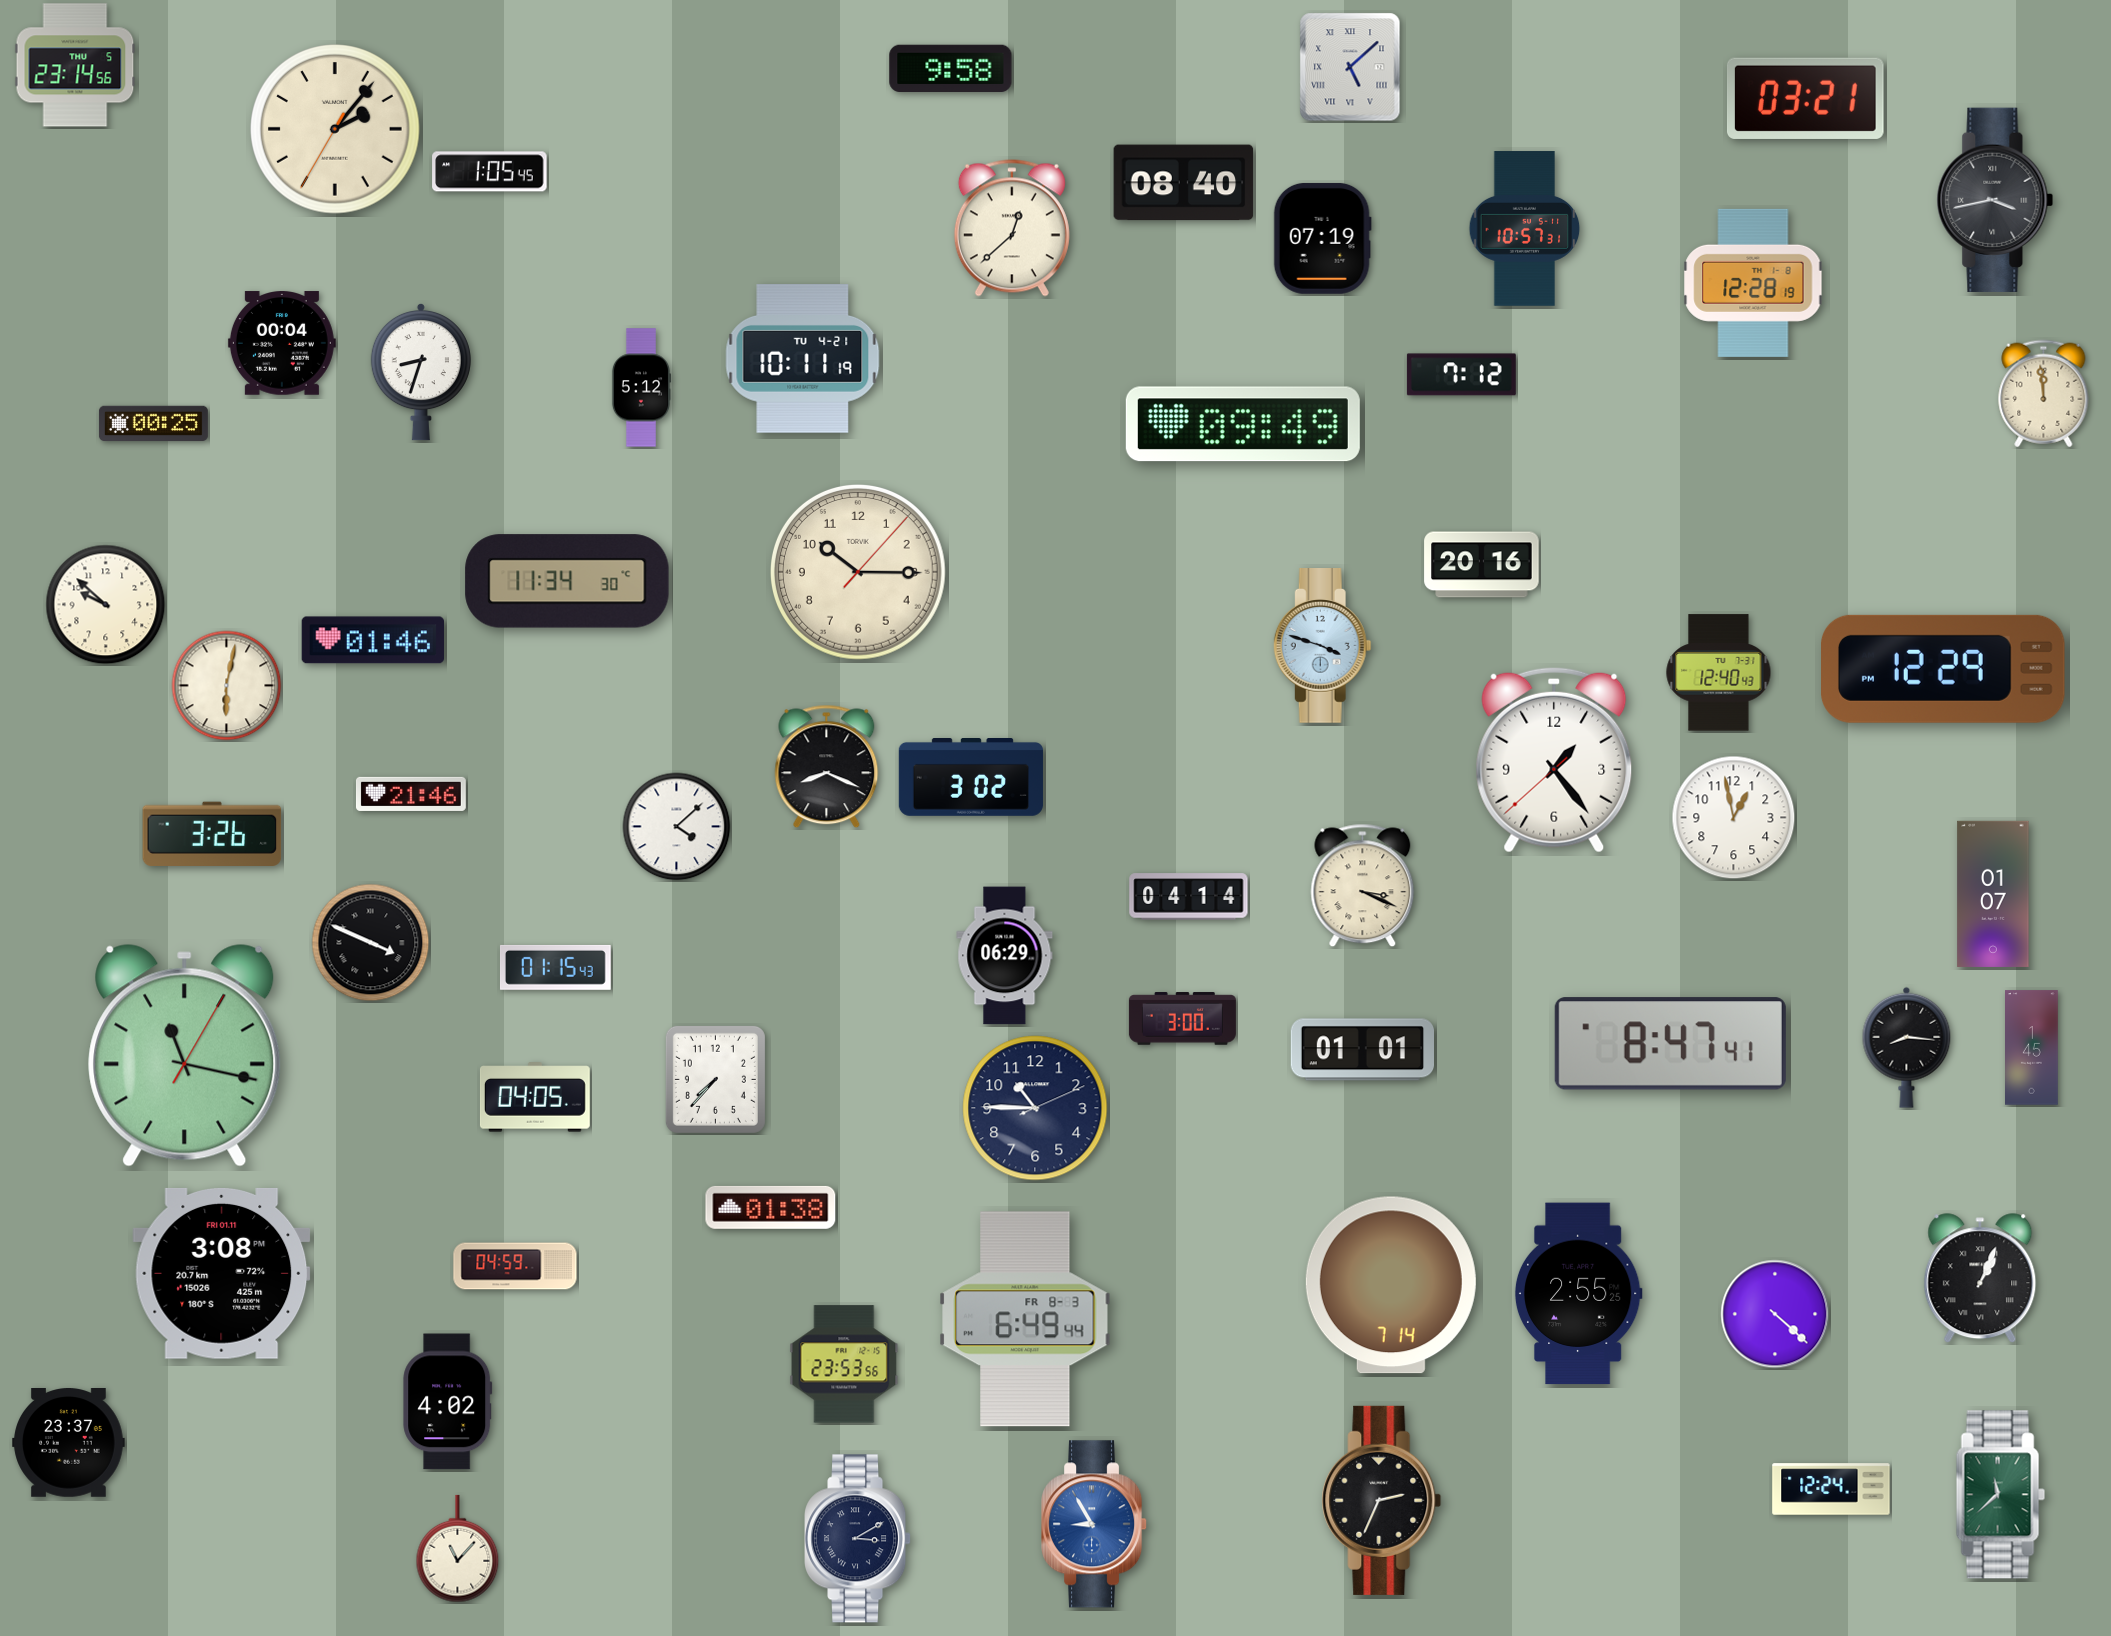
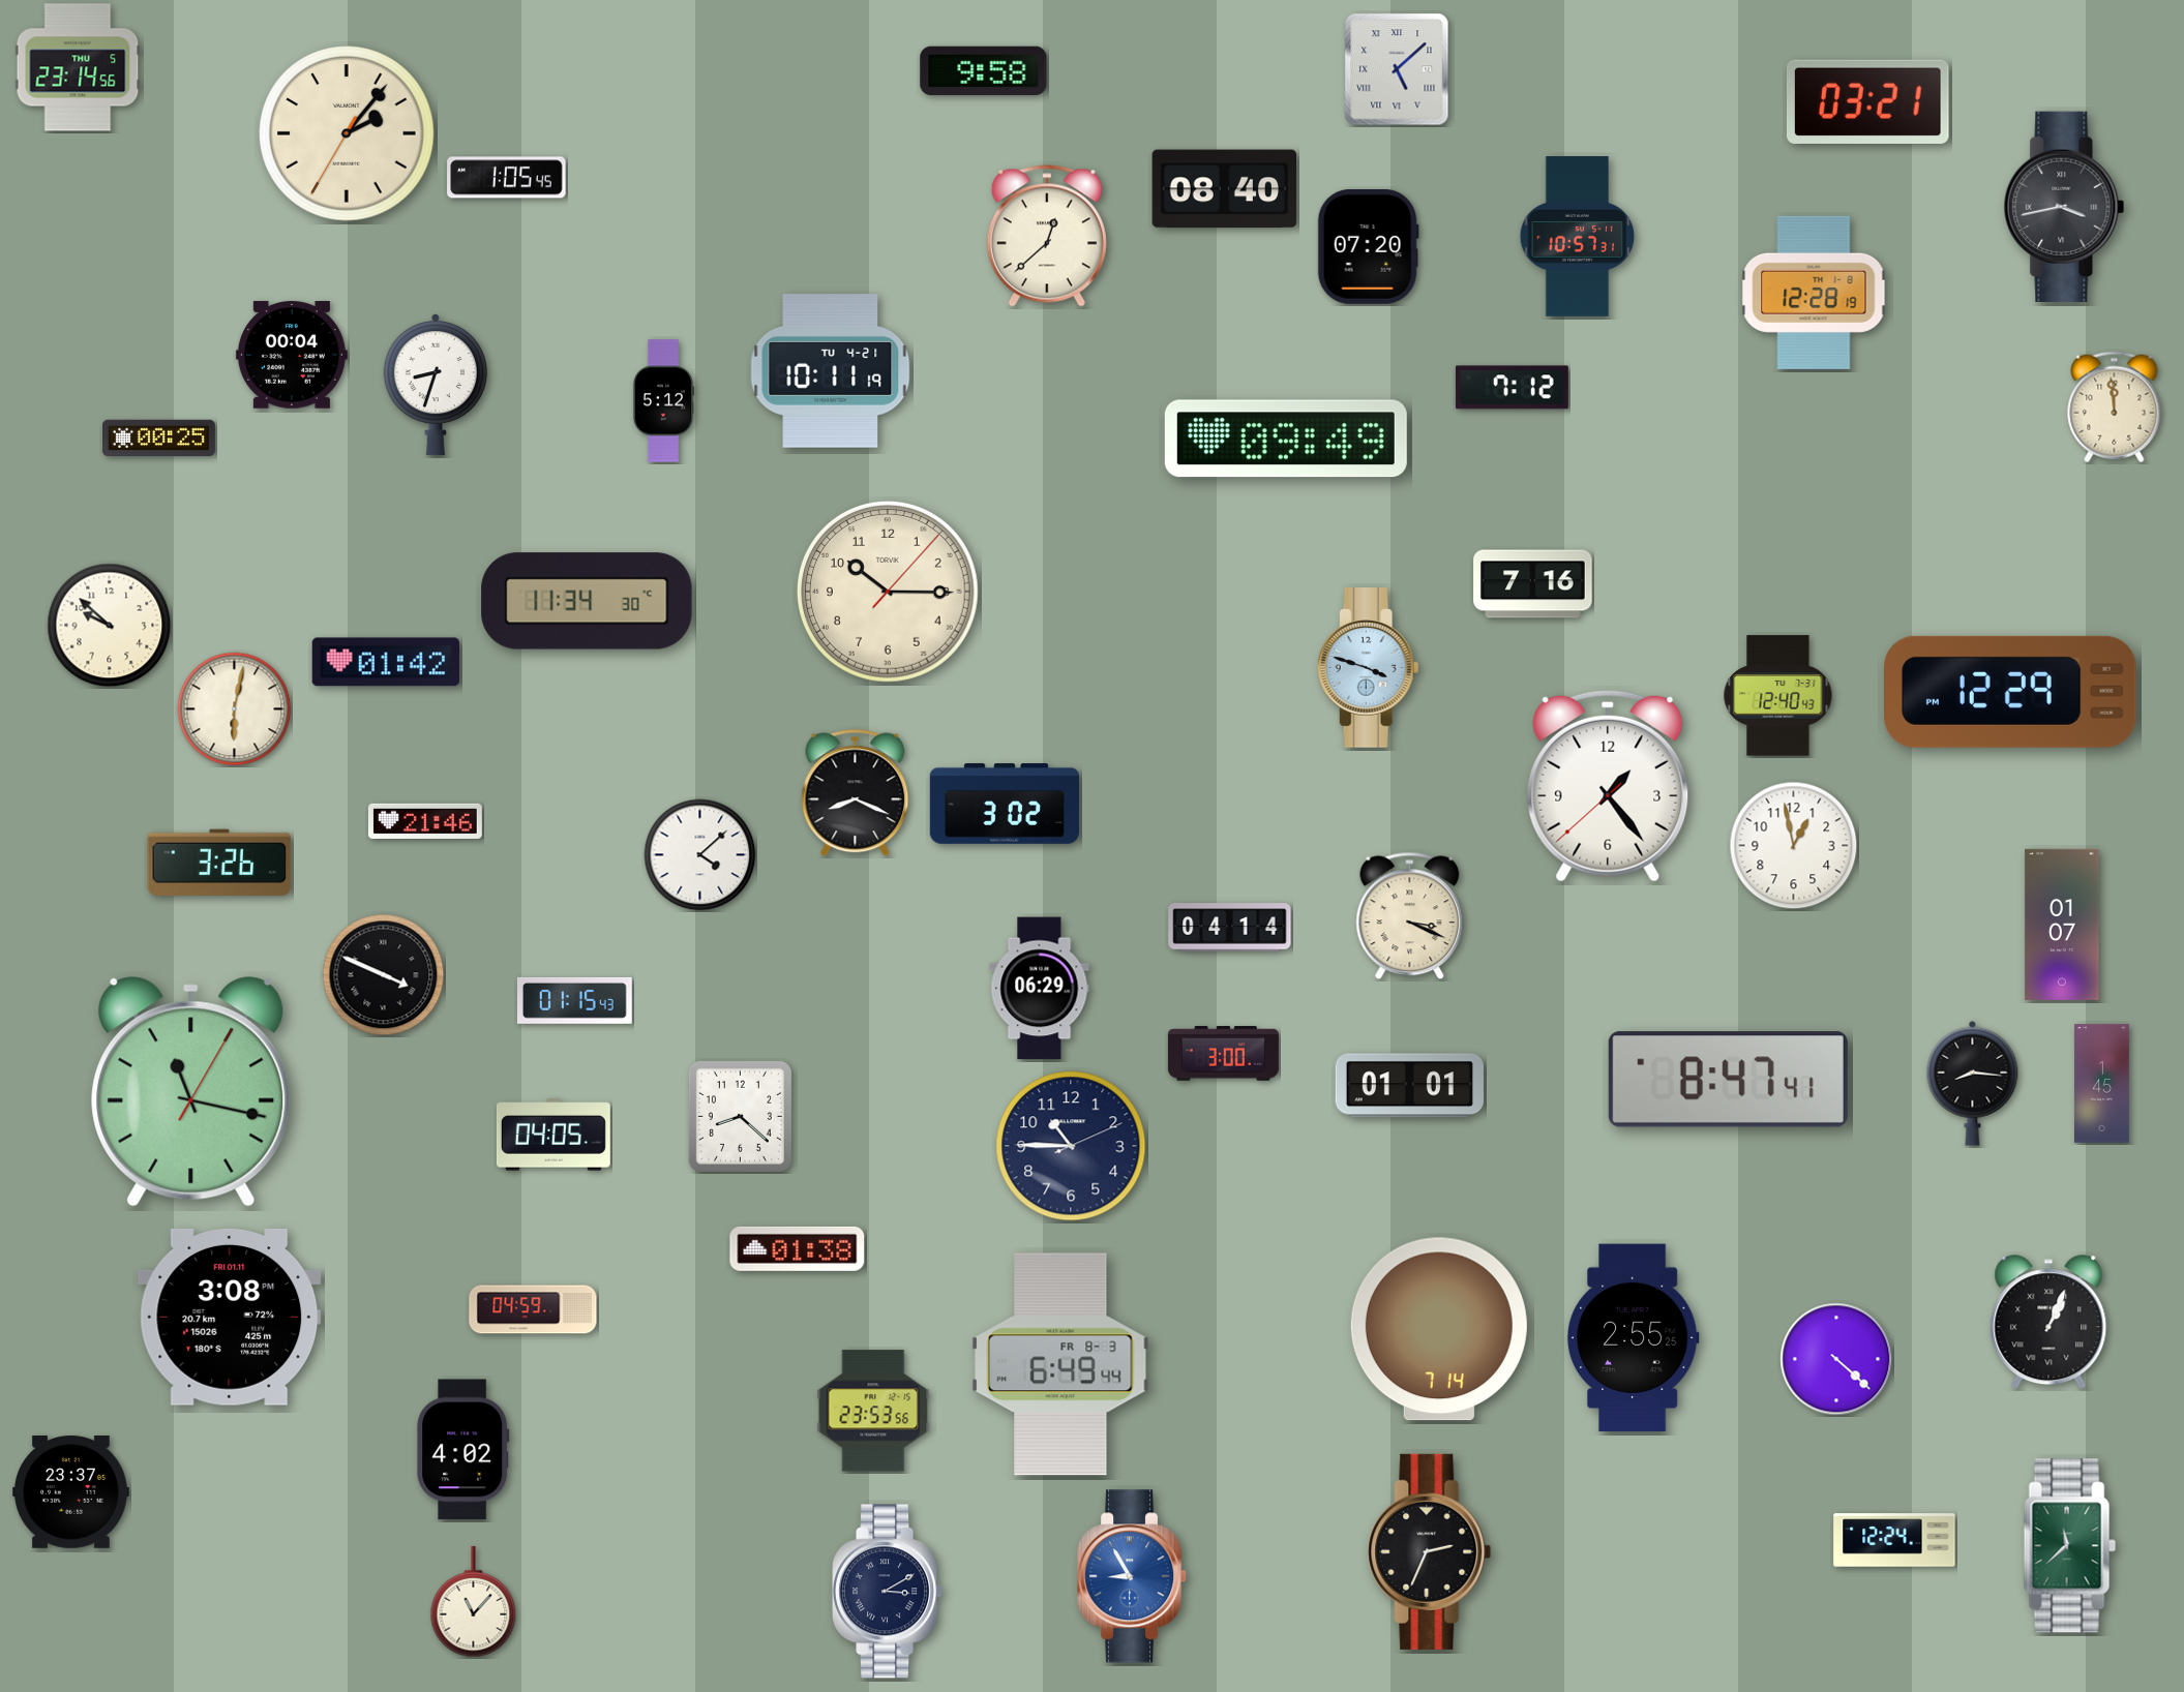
clock at (1322, 238): 07:19 -> 07:20
clock at (1482, 565): 20:16 -> 7:16
clock at (372, 640): 01:46 -> 01:42
clock at (715, 1079): 7:37 -> 8:22
